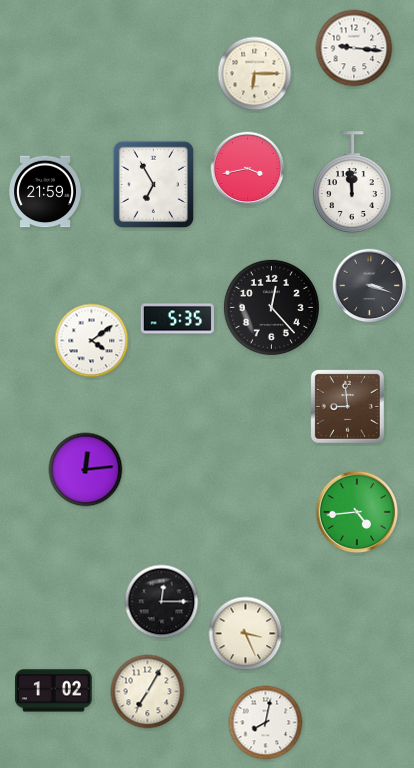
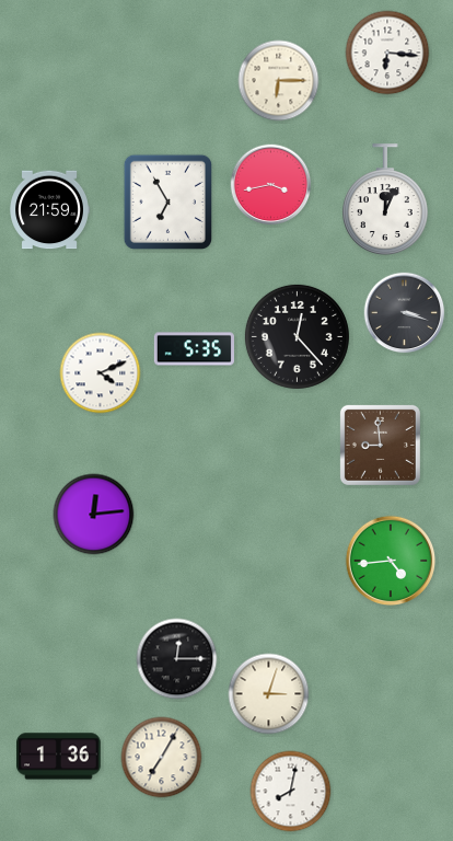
clock at (354, 48): 9:16 -> 6:16
clock at (352, 182): 11:59 -> 12:04
clock at (92, 341): 4:09 -> 4:11
clock at (246, 634): 3:26 -> 3:03
clock at (54, 691): 1:02 -> 1:36
